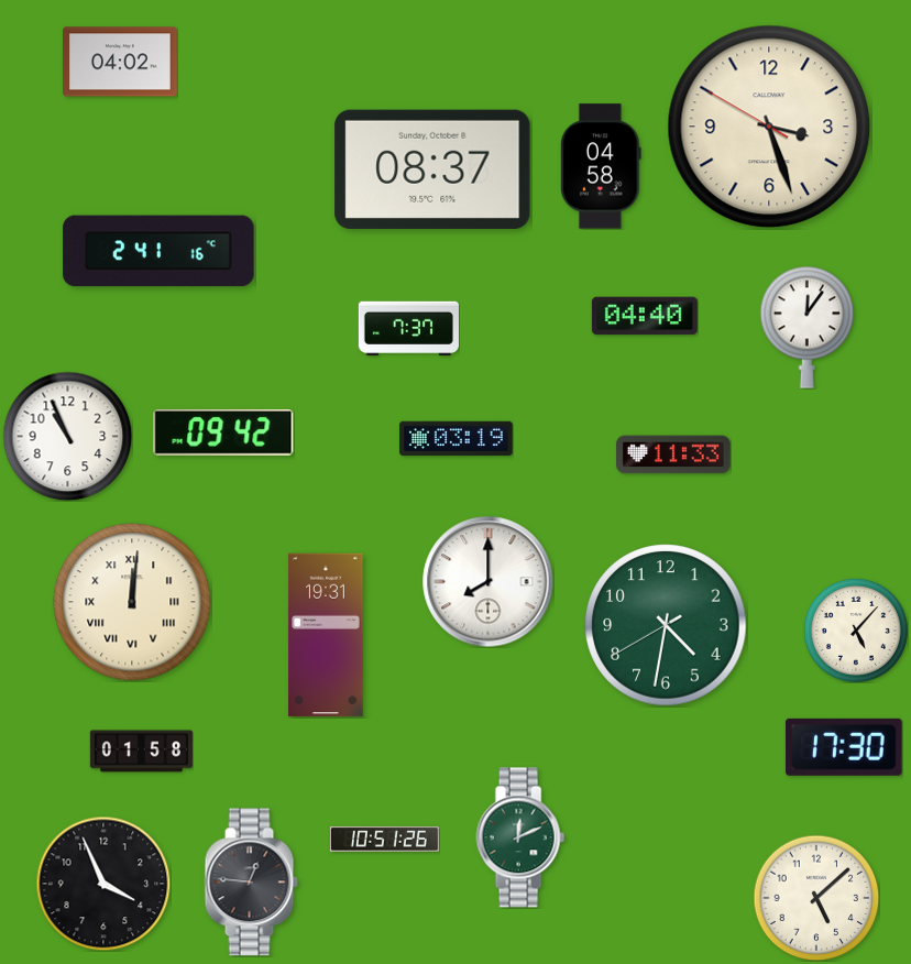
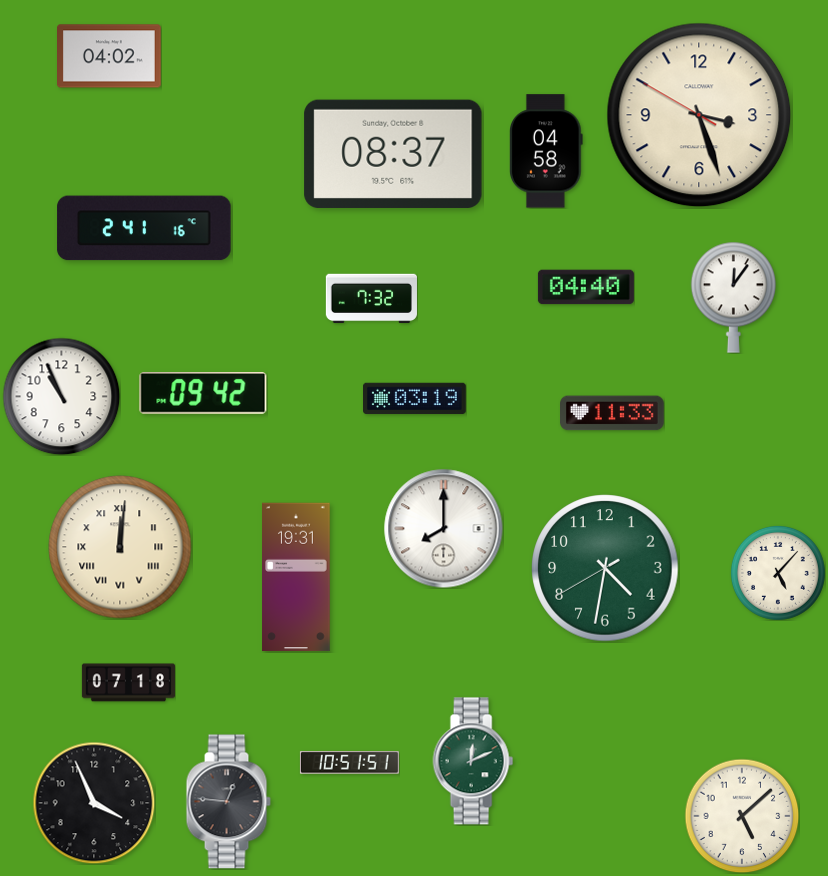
clock at (408, 329): 7:37 -> 7:32
clock at (844, 747): 17:30 -> none
clock at (141, 752): 01:58 -> 07:18
clock at (384, 840): 10:51:26 -> 10:51:51
